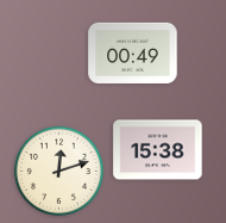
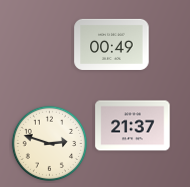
clock at (158, 150): 15:38 -> 21:37
clock at (59, 172): 12:12 -> 2:48
